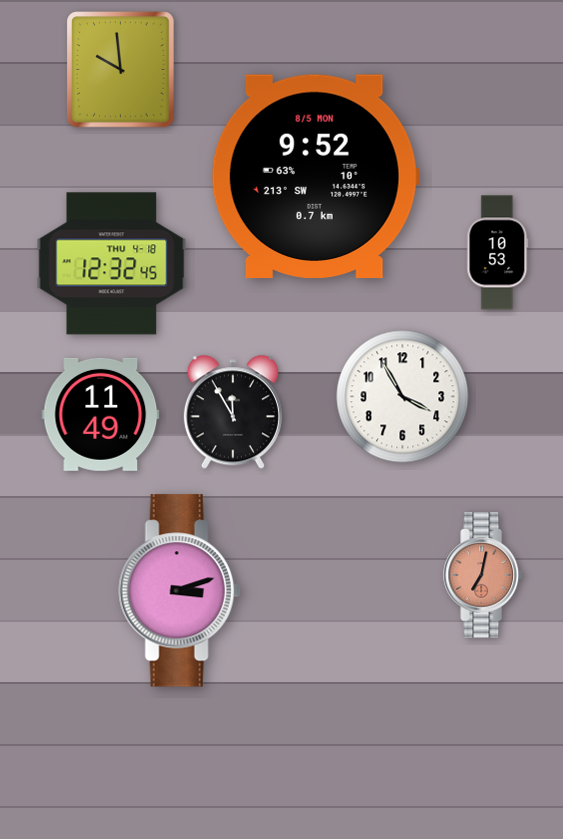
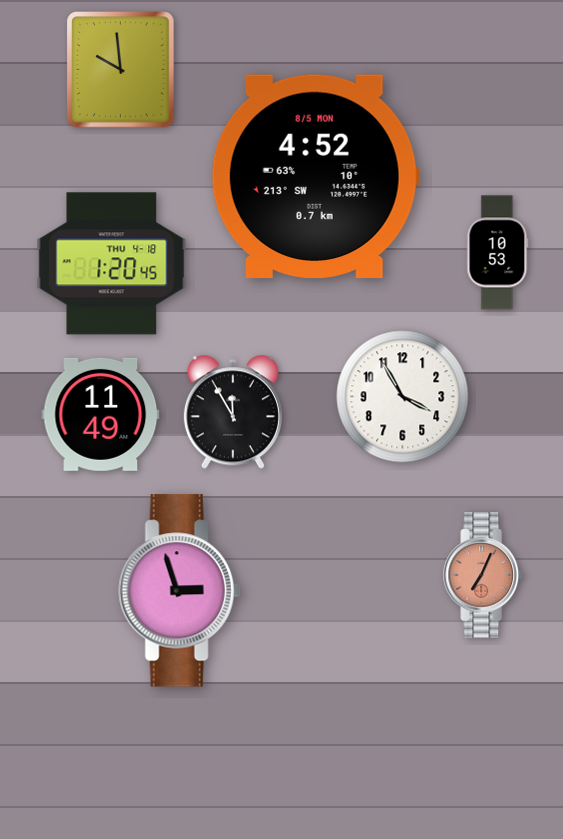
clock at (315, 177): 9:52 -> 4:52
clock at (112, 264): 12:32 -> 1:20
clock at (484, 575): 7:02 -> 7:04
clock at (179, 591): 3:12 -> 2:57
